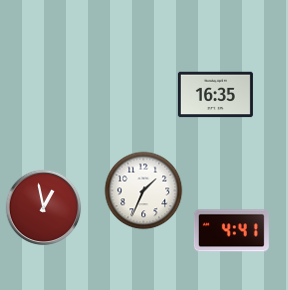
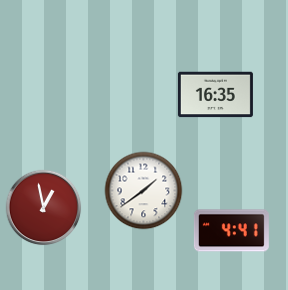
clock at (144, 191): 1:34 -> 1:39
